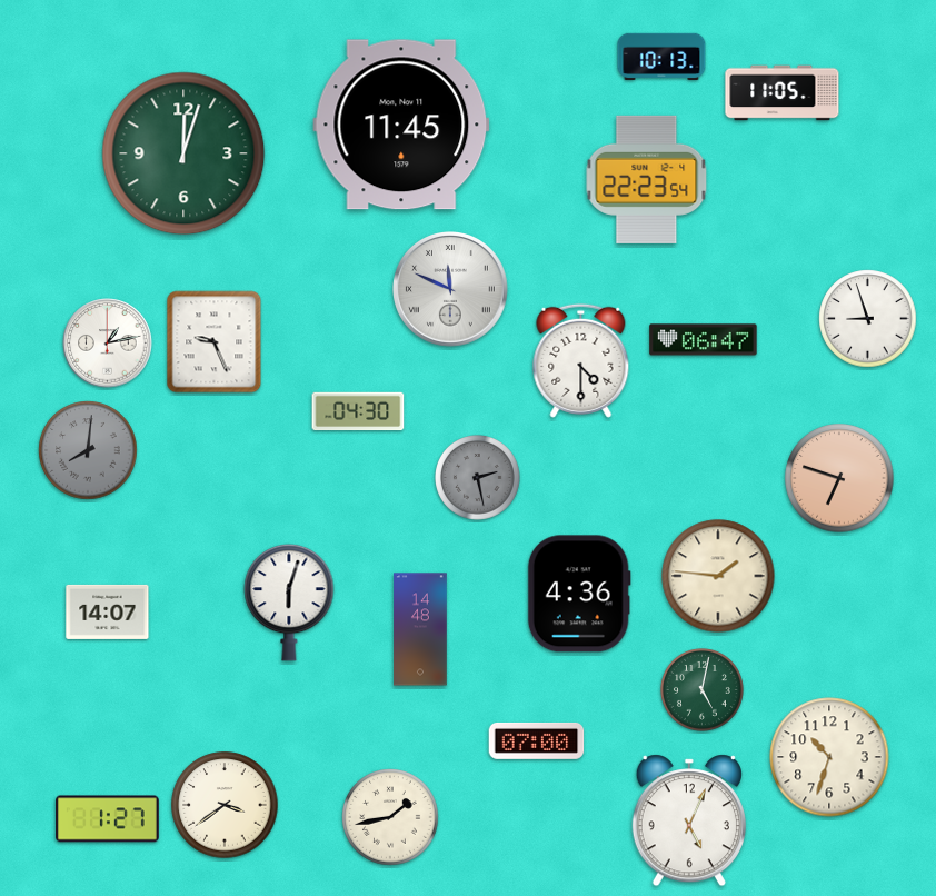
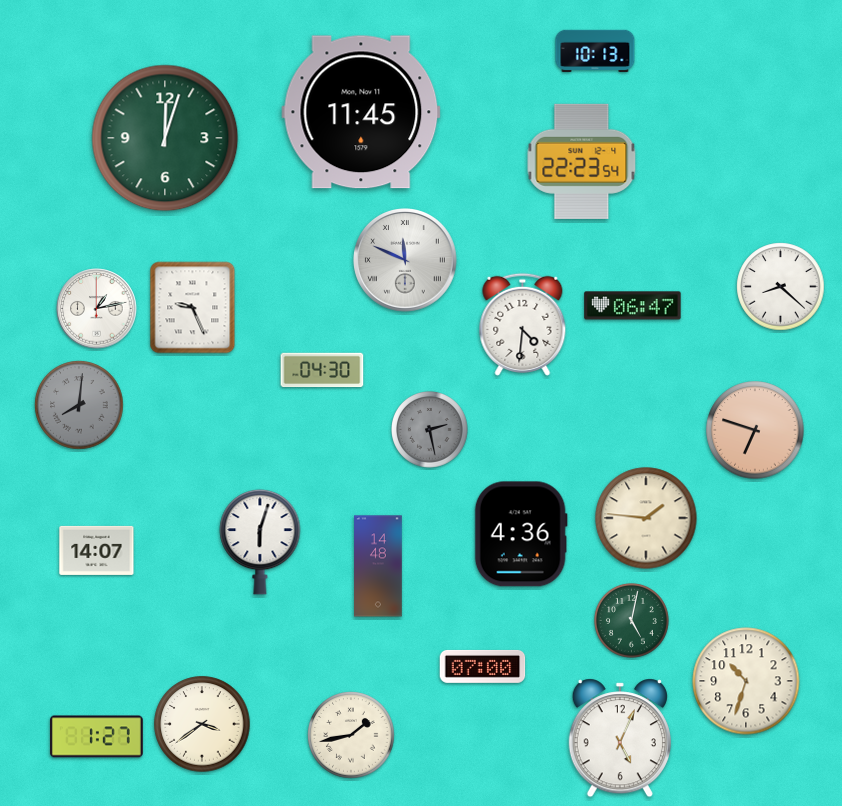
clock at (783, 93): 11:05 -> none
clock at (868, 319): 8:57 -> 8:22
clock at (581, 360): 4:30 -> 4:31
